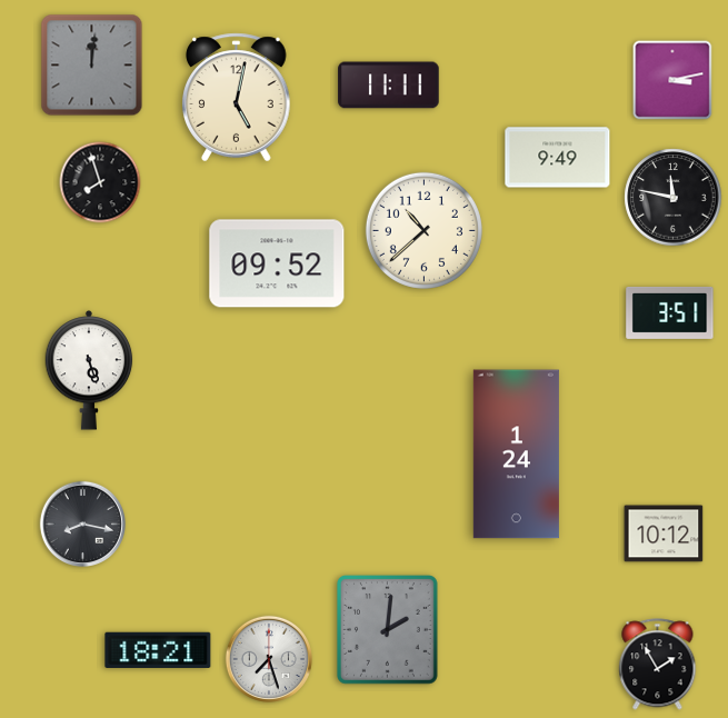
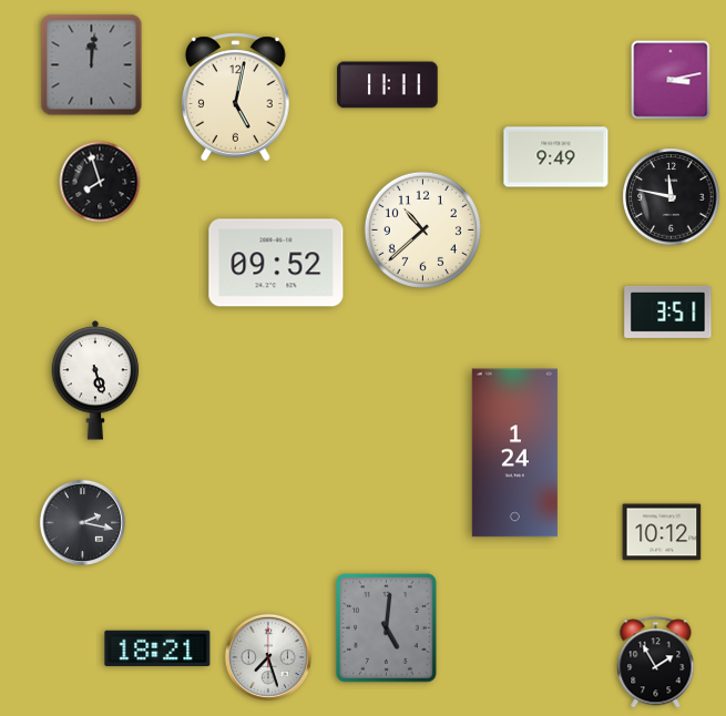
clock at (89, 370) position: (89, 370) -> (95, 380)
clock at (82, 523): 8:17 -> 2:17
clock at (388, 630): 2:01 -> 5:01
